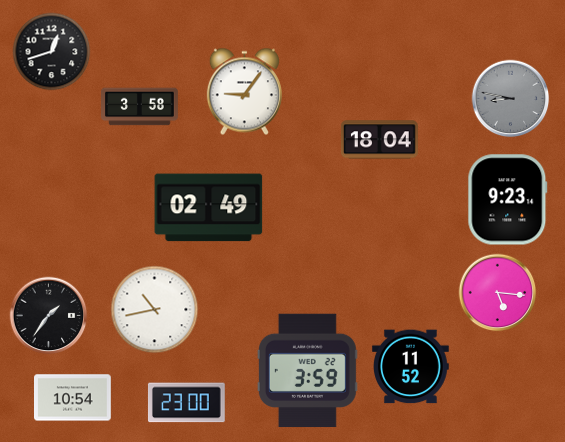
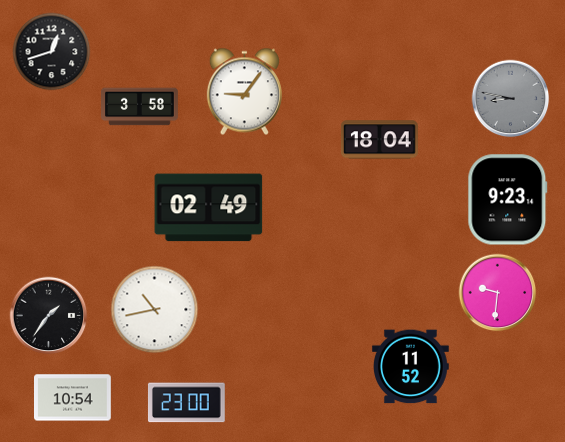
clock at (497, 292): 5:16 -> 9:31
clock at (307, 371): 3:59 -> none
